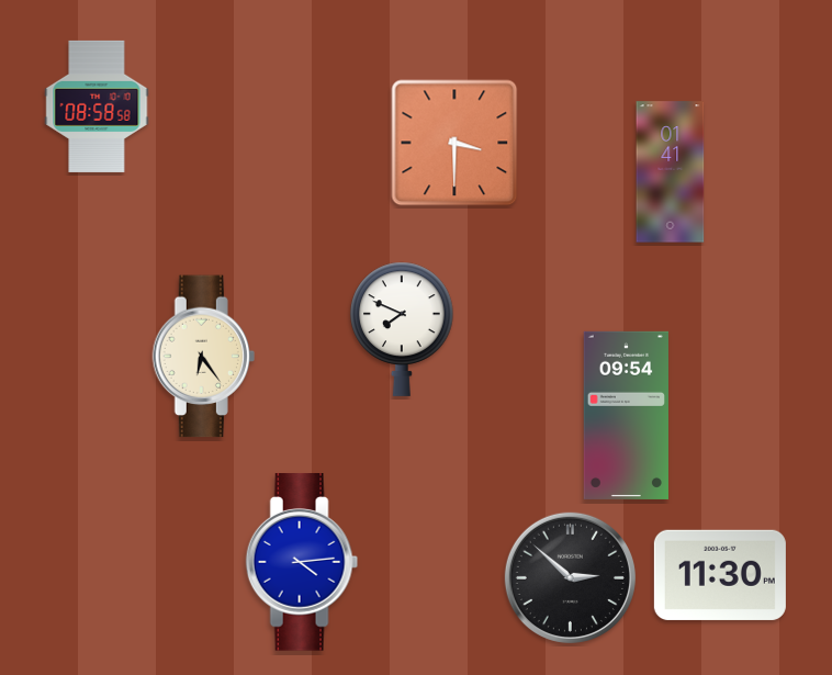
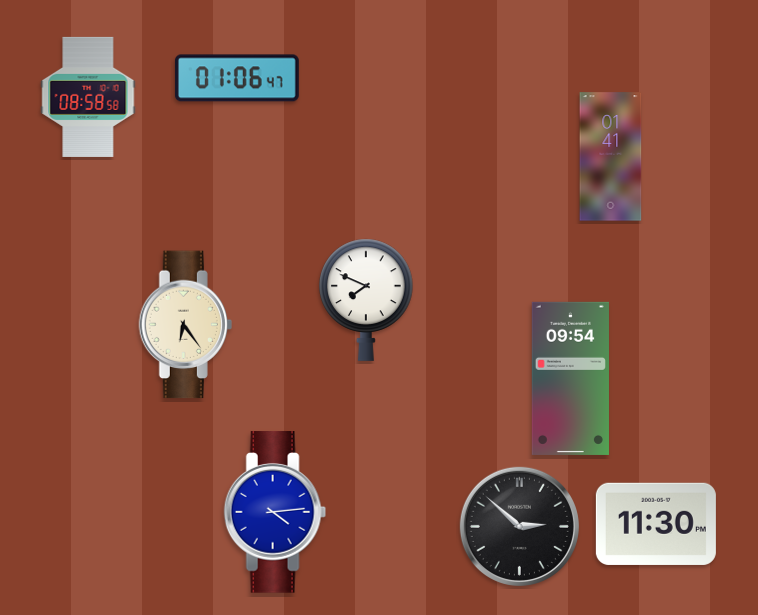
clock at (237, 78): none -> 01:06
clock at (454, 143): 3:30 -> none
